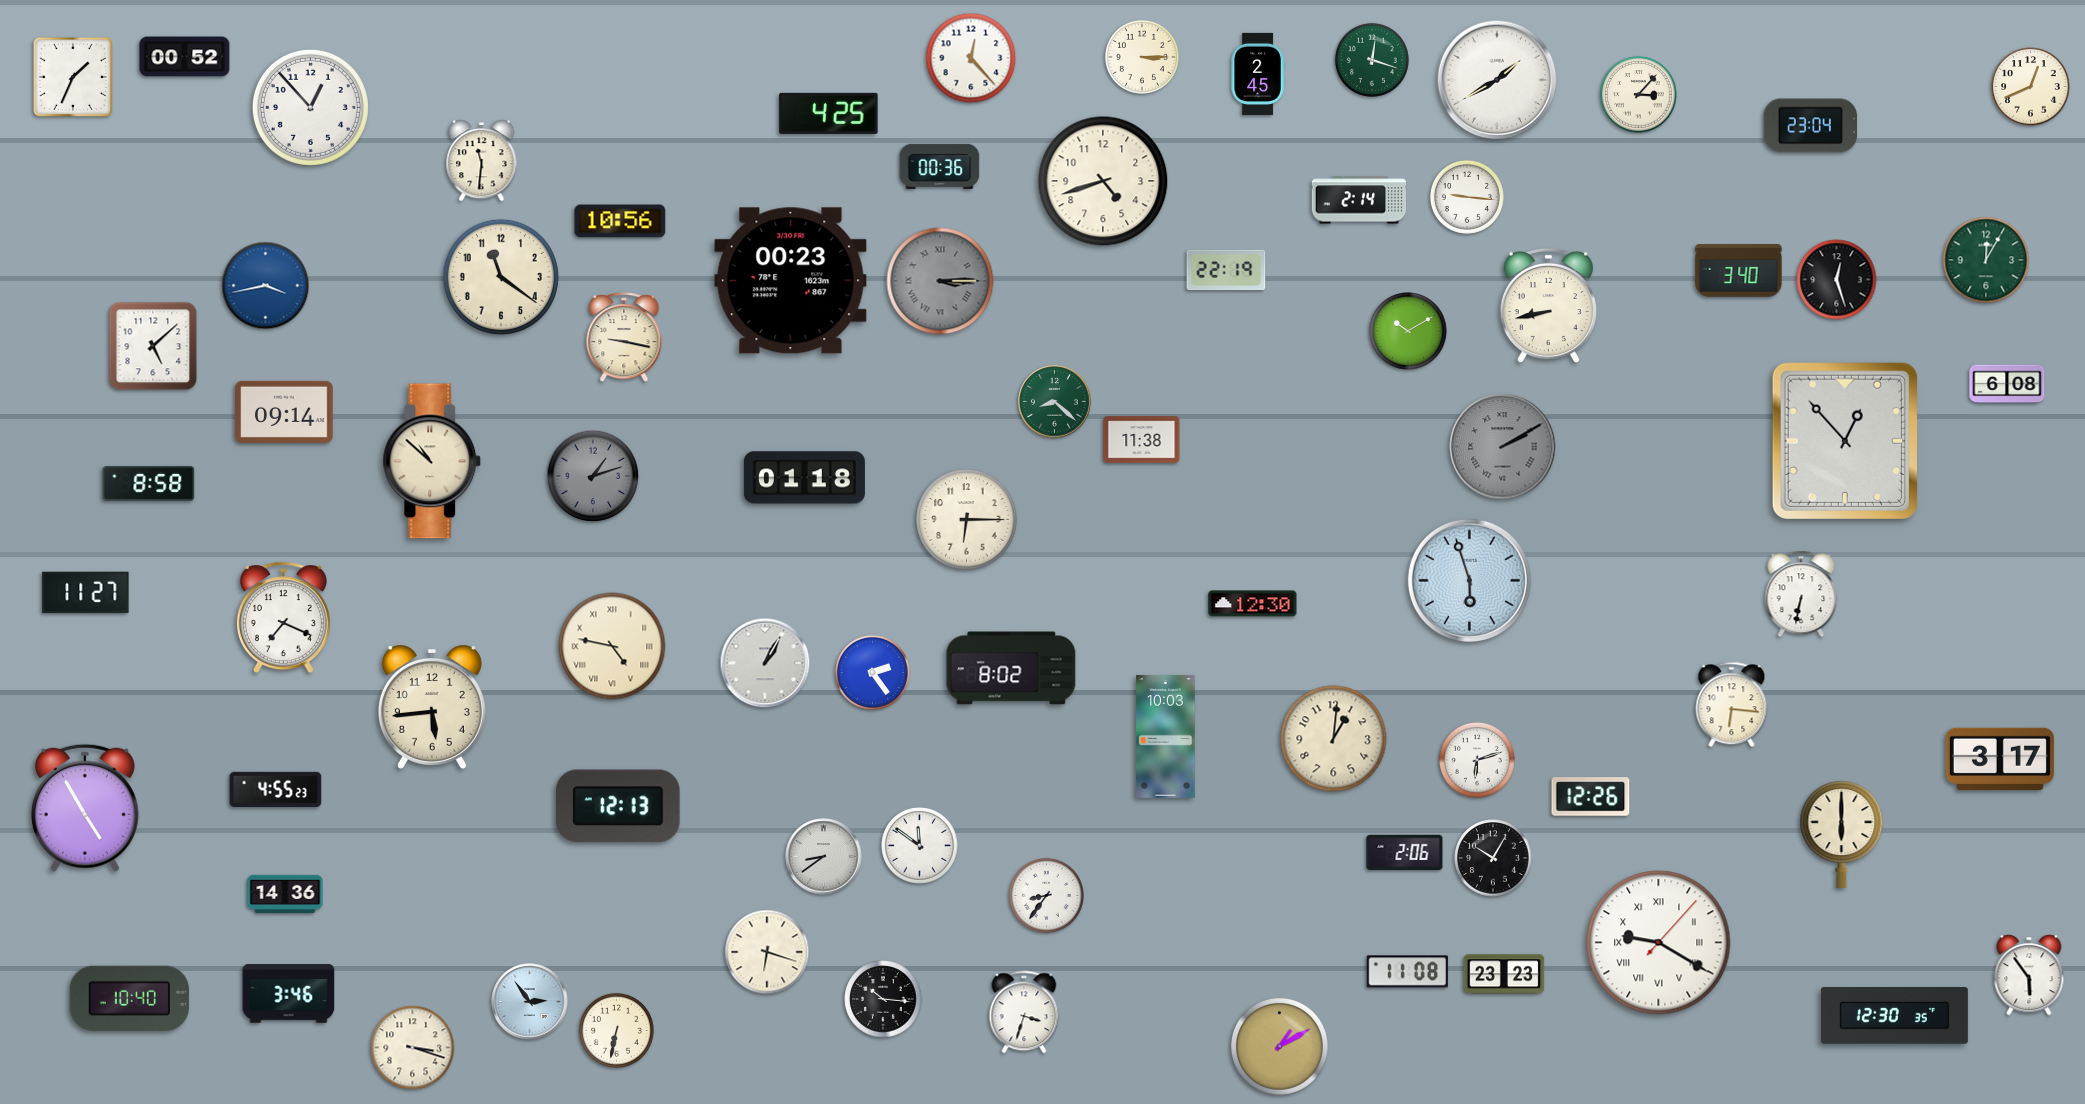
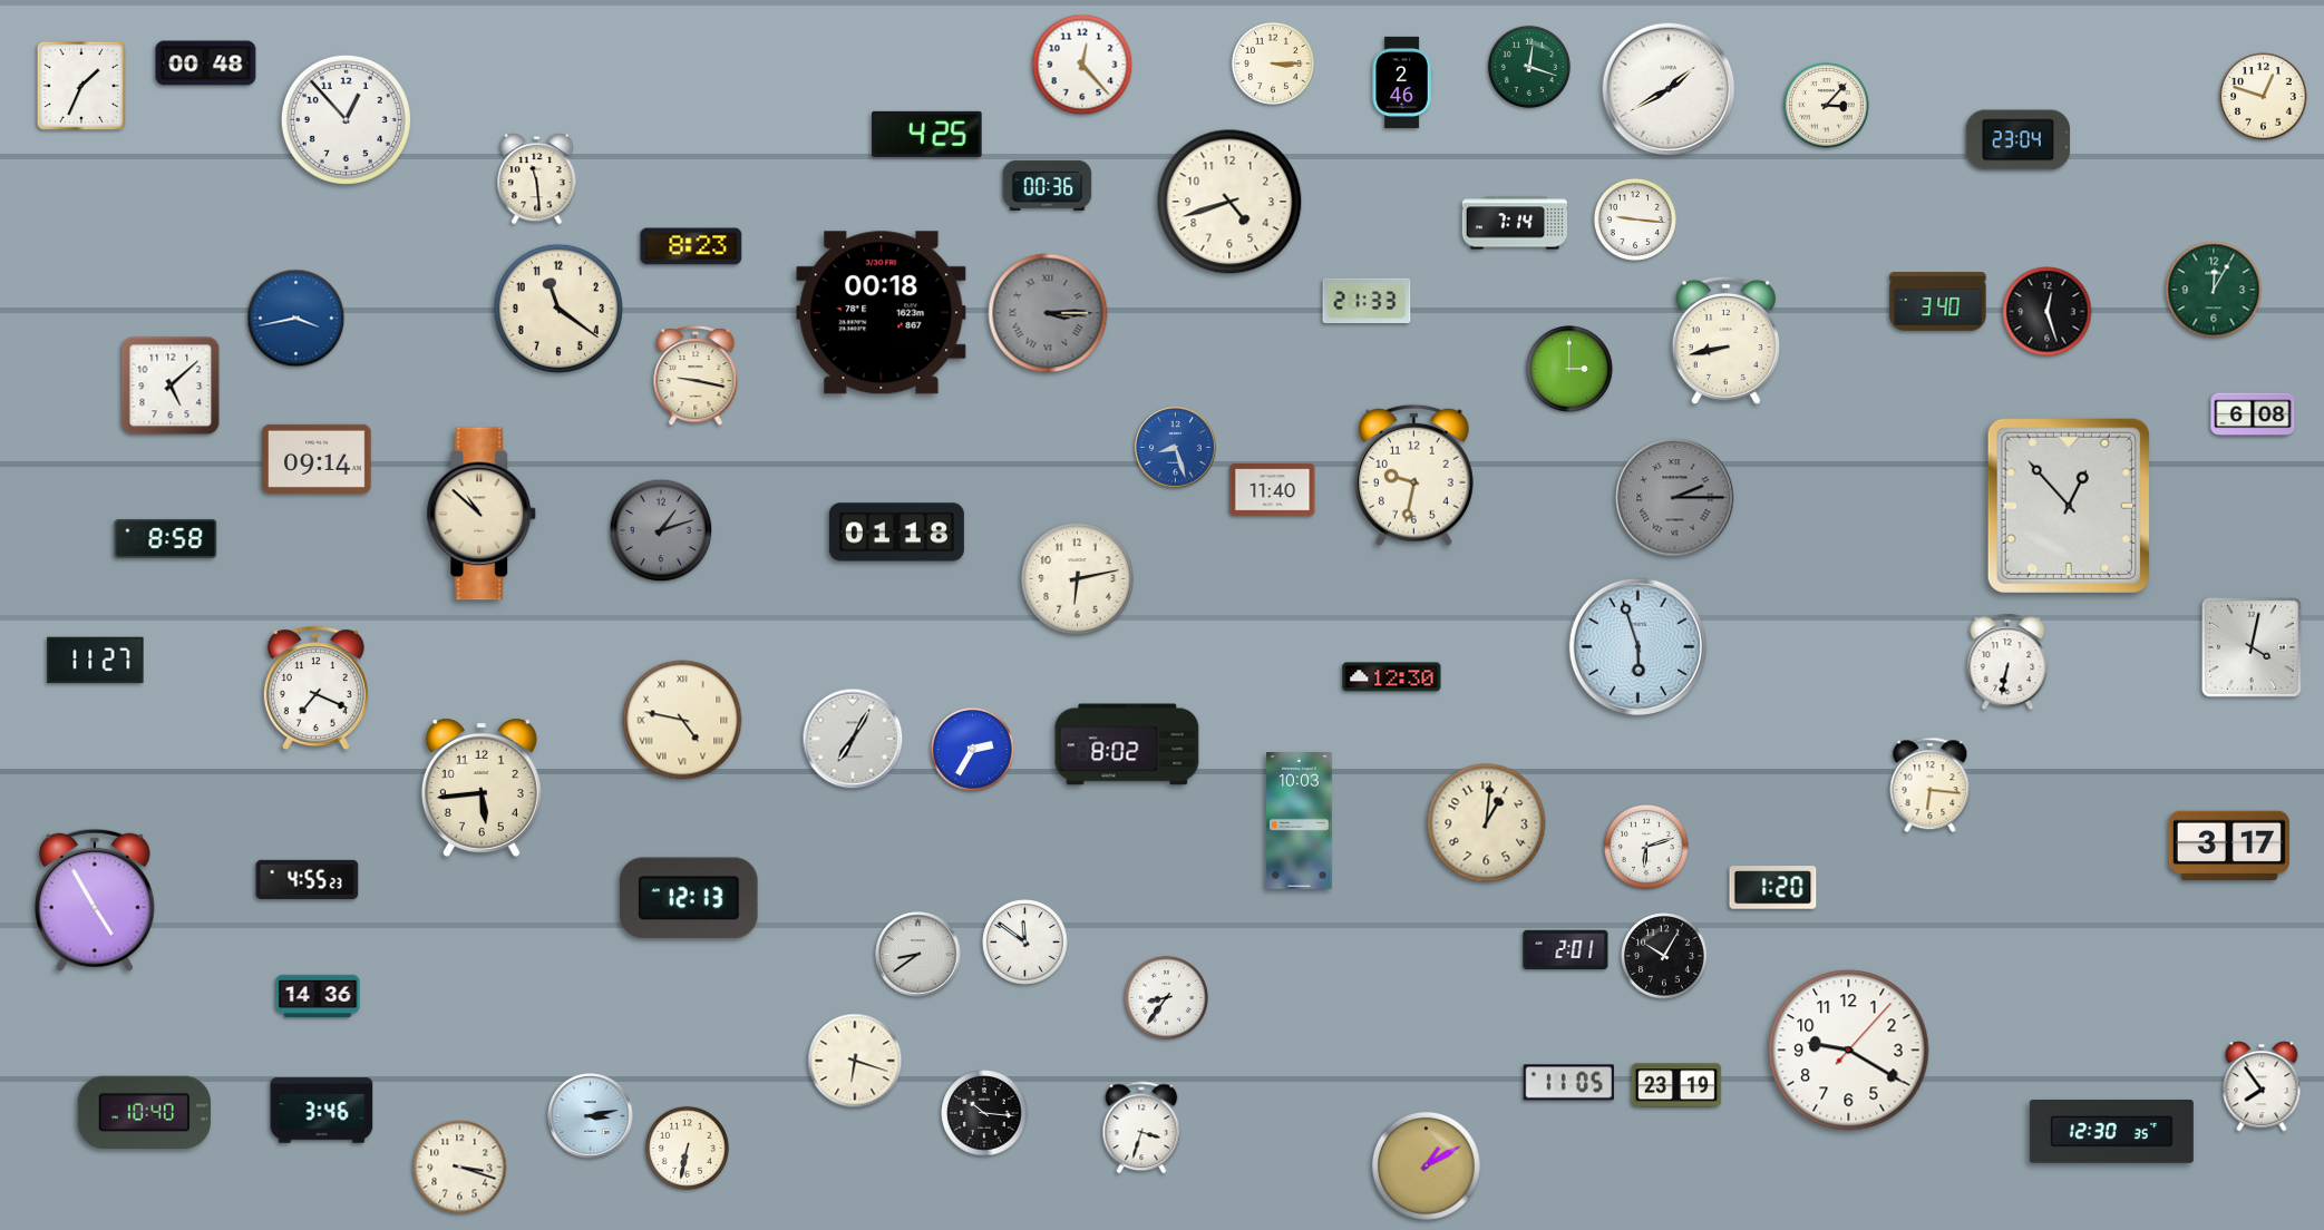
clock at (185, 57): 00:52 -> 00:48
clock at (1258, 74): 2:45 -> 2:46
clock at (2031, 87): 12:41 -> 12:48
clock at (829, 113) position: (829, 113) -> (927, 134)
clock at (482, 161): 11:31 -> 11:29
clock at (1358, 200): 2:14 -> 7:14
clock at (620, 221): 10:56 -> 8:23
clock at (1226, 270): 22:19 -> 21:33
clock at (791, 281): 00:23 -> 00:18
clock at (1408, 331): 10:10 -> 3:00
clock at (2007, 384) position: (2007, 384) -> (2253, 414)
clock at (1055, 402): 8:22 -> 8:27
clock at (1055, 402) dial: green -> blue
clock at (1413, 475): none -> 9:32
clock at (1142, 440): 11:38 -> 11:40
clock at (1845, 441) position: (1845, 441) -> (2069, 506)
clock at (1503, 447): 2:10 -> 2:15
clock at (967, 520): 6:15 -> 6:13
clock at (2252, 647): none -> 4:02
clock at (1253, 604) position: (1253, 604) -> (1392, 677)
clock at (765, 663): 1:05 -> 7:05
clock at (872, 672): 2:24 -> 2:35
clock at (1591, 797): 12:26 -> 1:20
clock at (1842, 834): 6:00 -> none
clock at (1405, 853): 2:06 -> 2:01
clock at (1659, 943) numerals: Roman -> Arabic
clock at (1407, 972): 11:08 -> 11:05
clock at (1504, 974): 23:23 -> 23:19
clock at (2029, 975): 5:54 -> 7:54
clock at (289, 994) position: (289, 994) -> (322, 1111)
clock at (530, 1002): 2:54 -> 3:13
